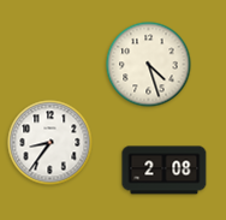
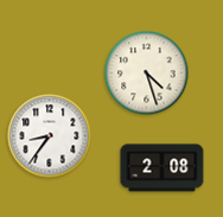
clock at (149, 65) position: (149, 65) -> (147, 74)
clock at (50, 143) position: (50, 143) -> (50, 136)
